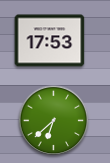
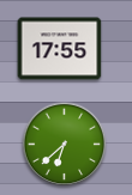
clock at (50, 41): 17:53 -> 17:55
